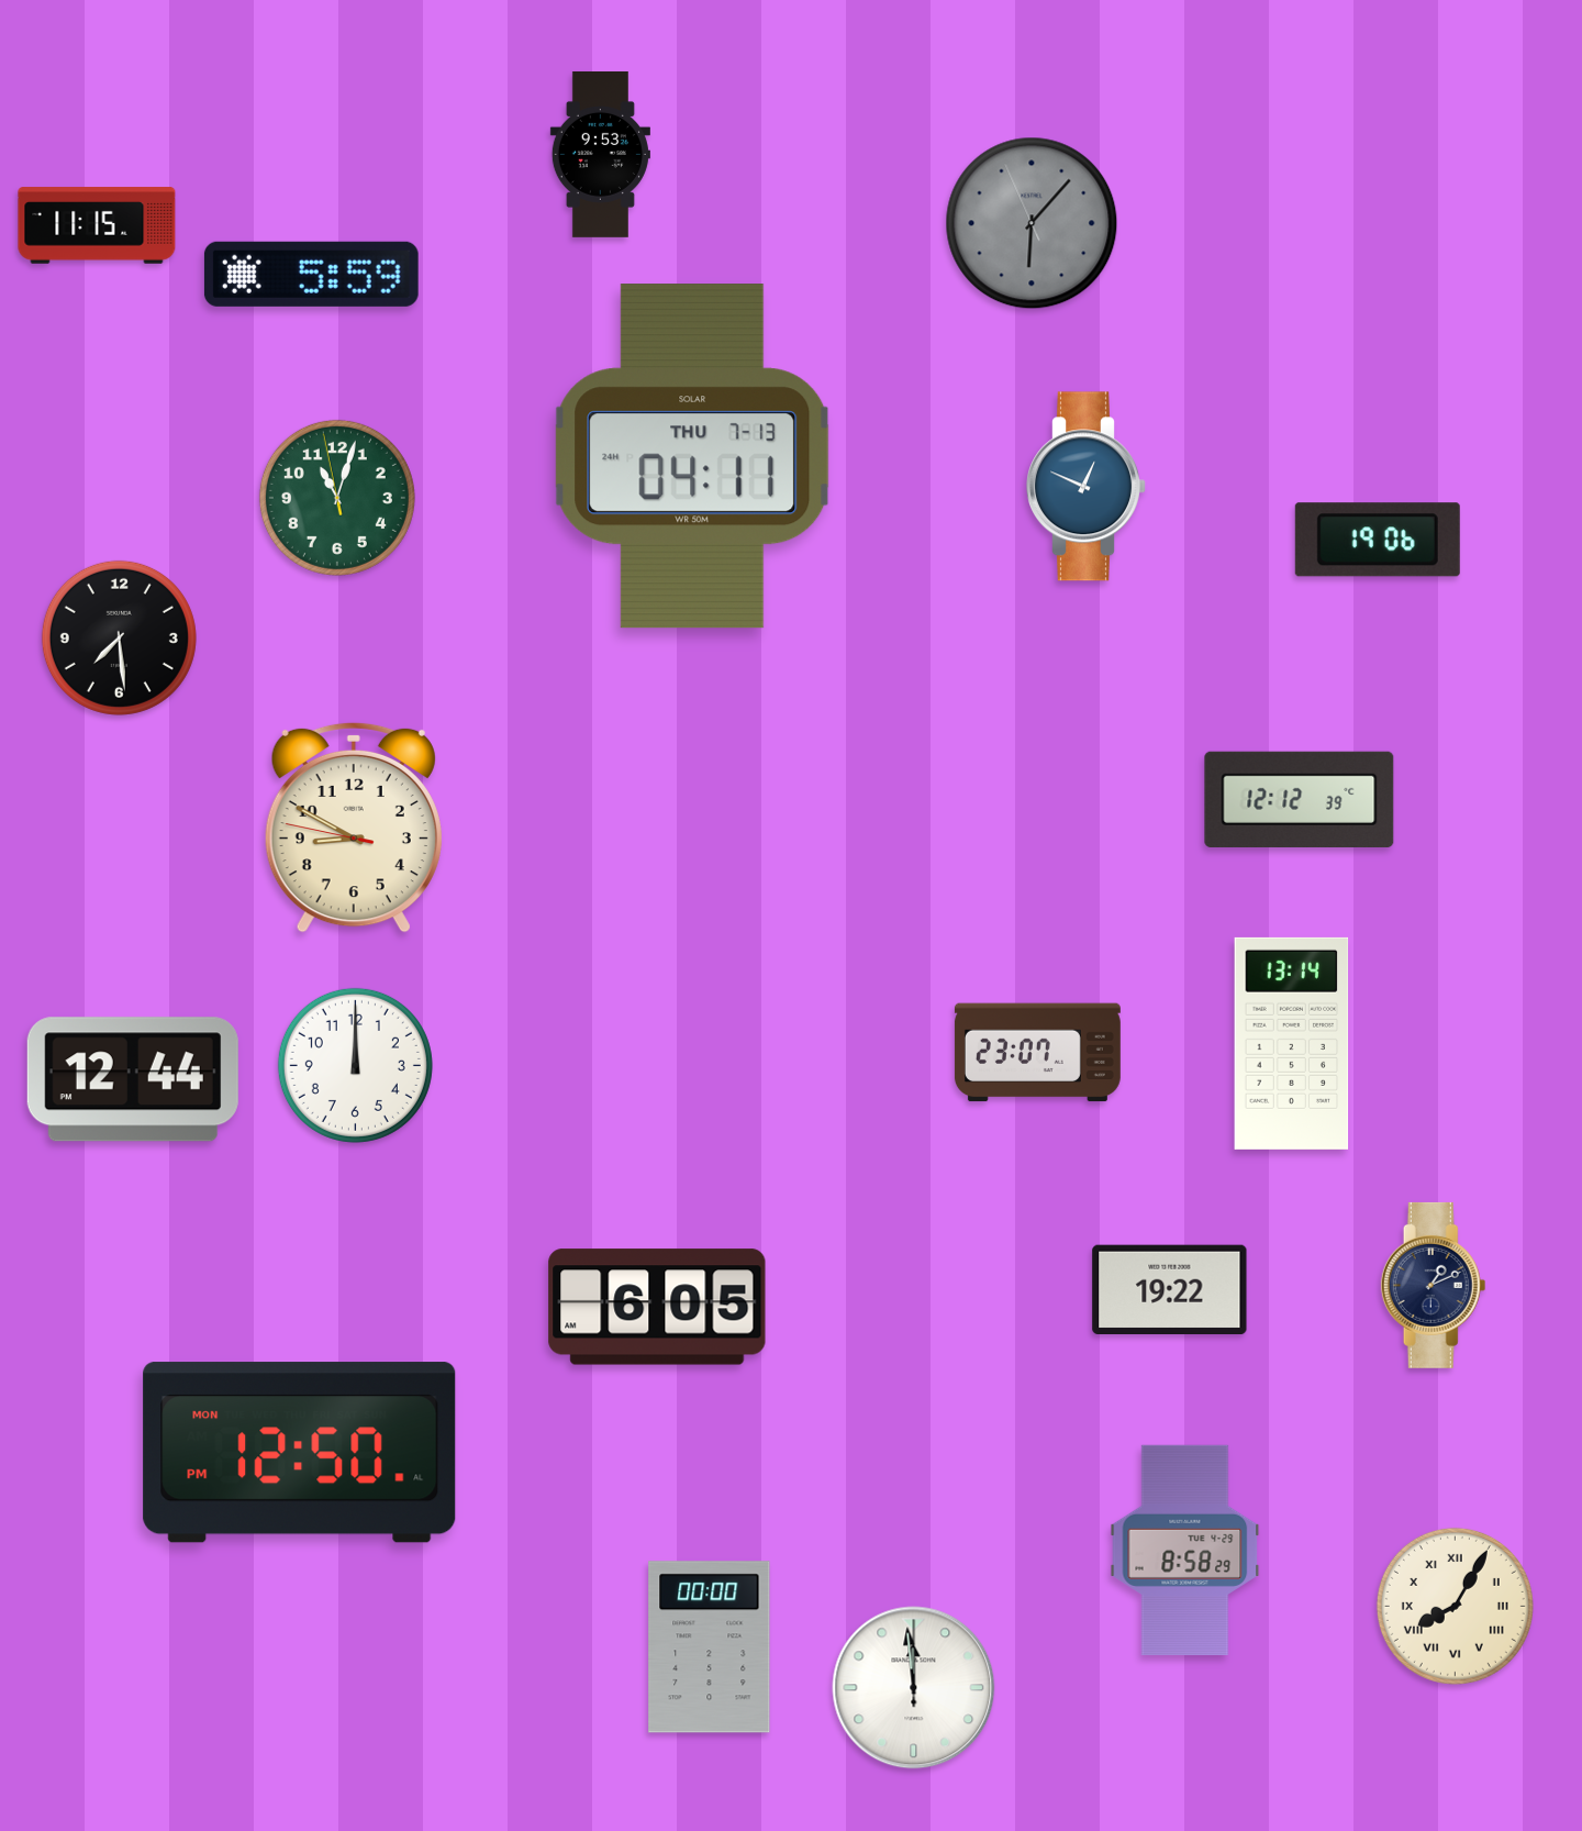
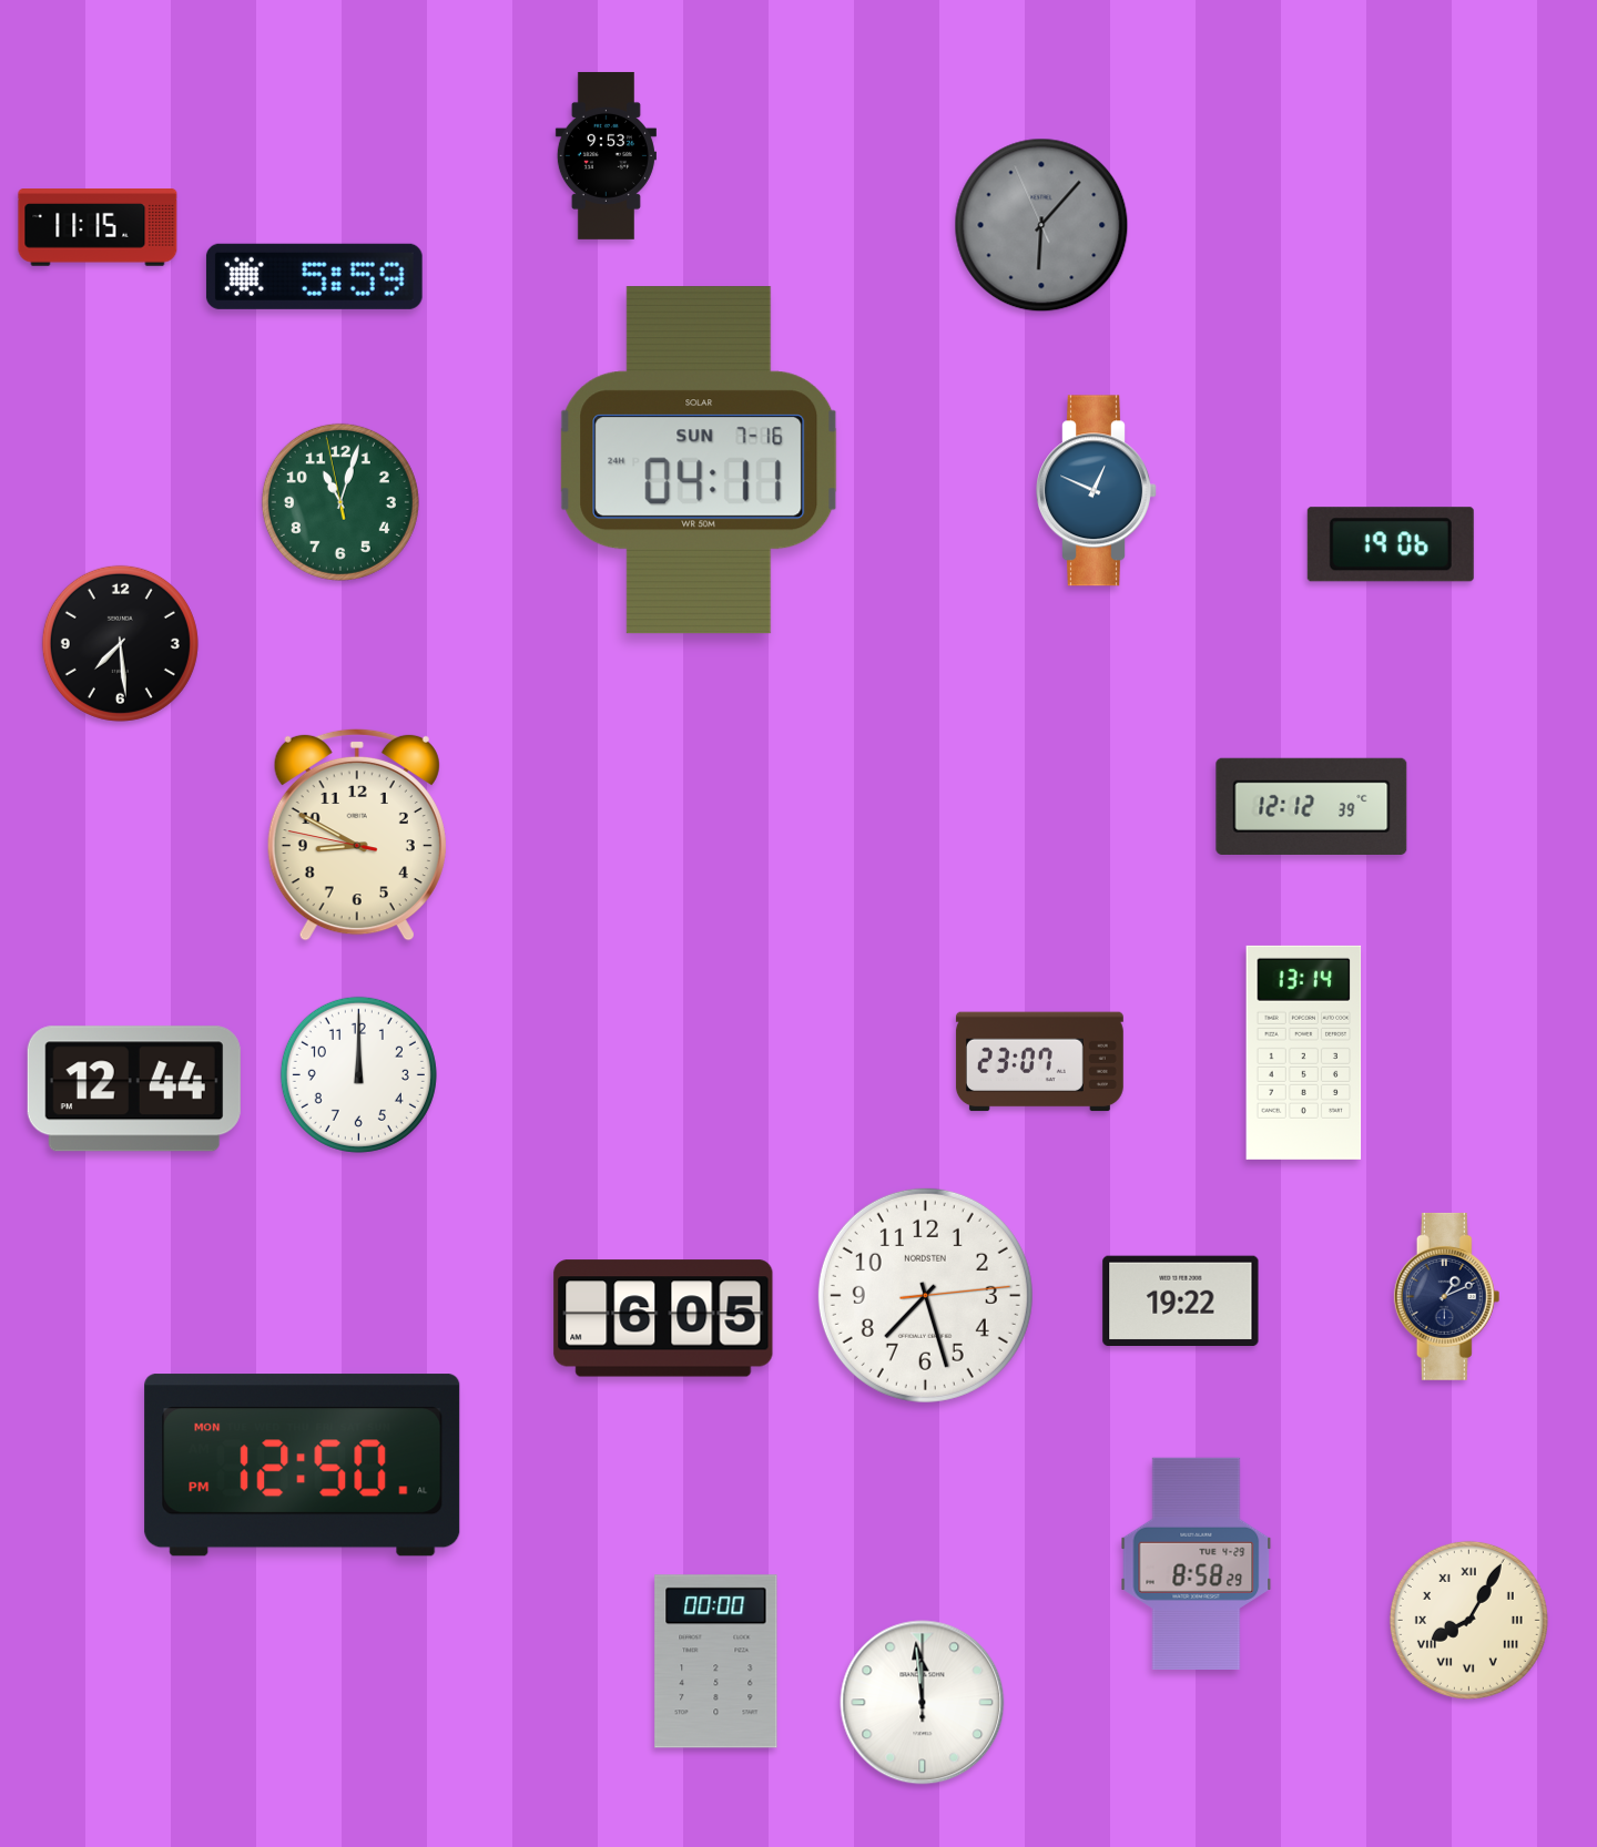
clock at (692, 456) date: THU 7-13 -> SUN 7-16
clock at (1037, 1053) position: (1037, 1053) -> (1039, 1062)
clock at (925, 1295): none -> 7:27
